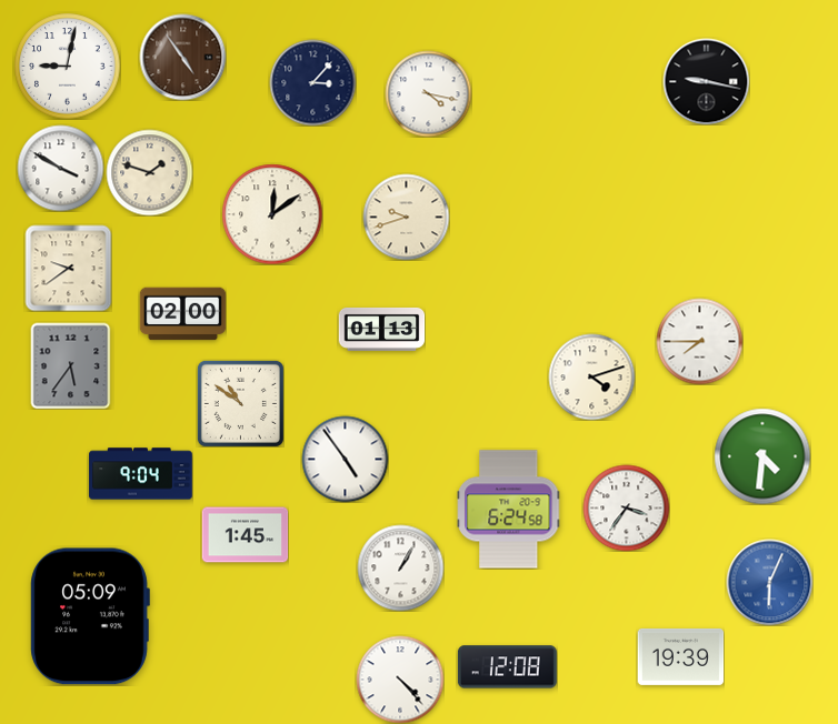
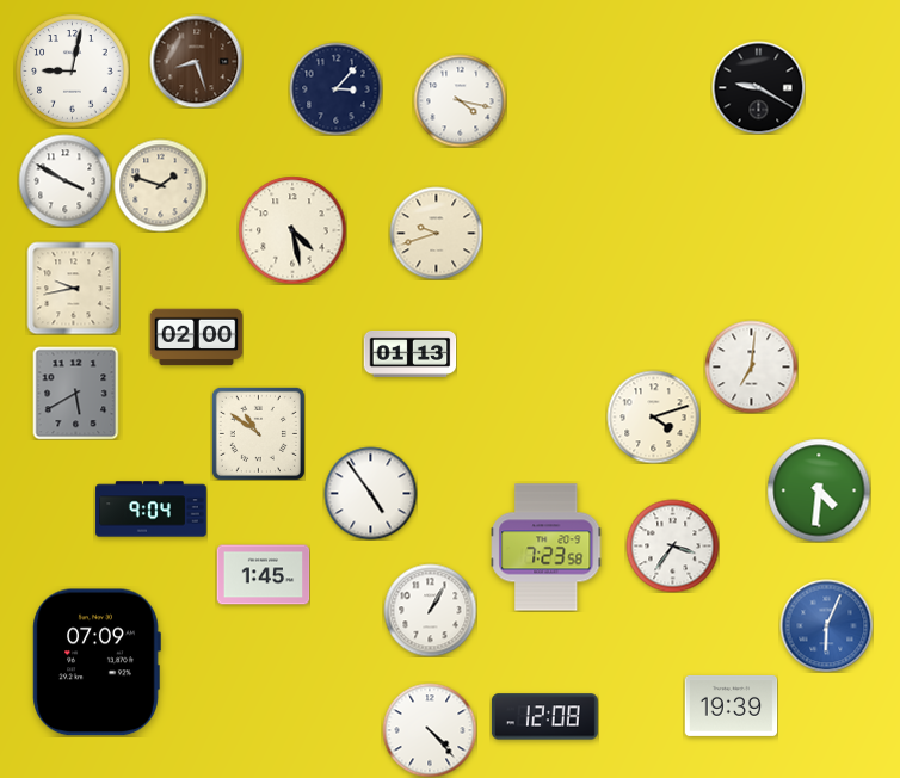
clock at (182, 57): 4:54 -> 8:27
clock at (706, 81): 9:17 -> 9:20
clock at (272, 214): 12:09 -> 4:28
clock at (68, 268): 9:39 -> 9:43
clock at (699, 341): 7:45 -> 7:01
clock at (71, 365): 5:36 -> 5:40
clock at (591, 376) position: (591, 376) -> (653, 416)
clock at (509, 510): 6:24 -> 7:23
clock at (90, 616): 05:09 -> 07:09
